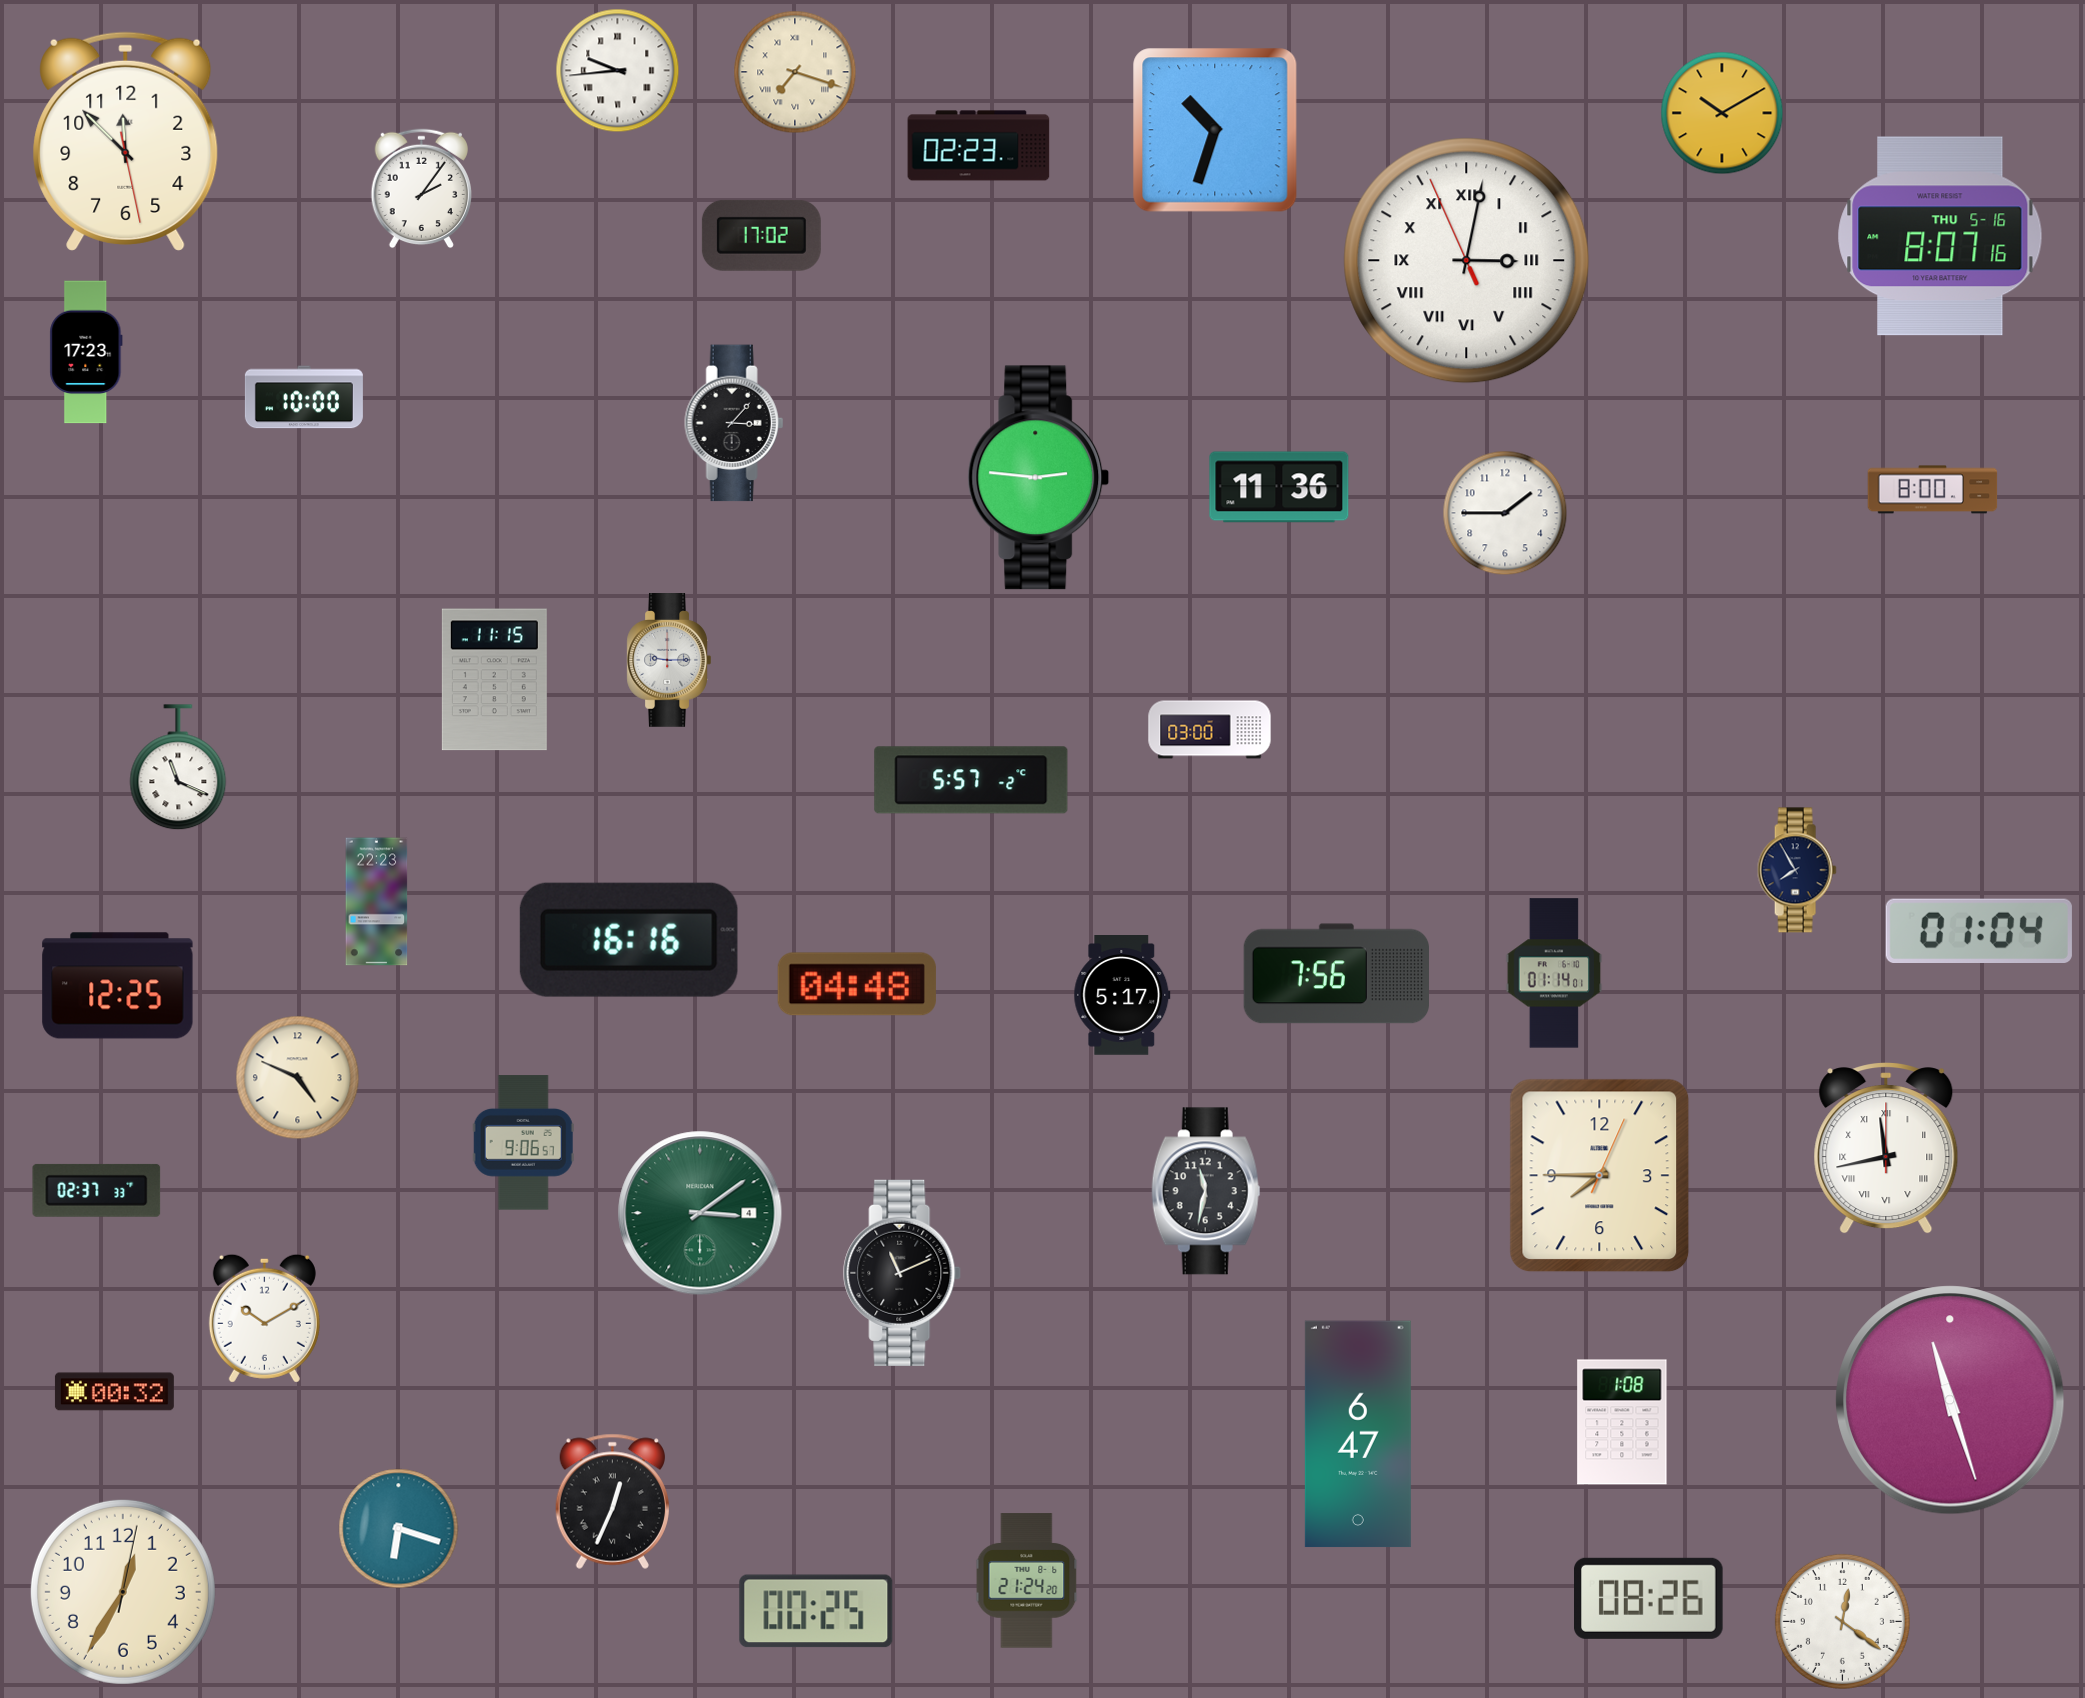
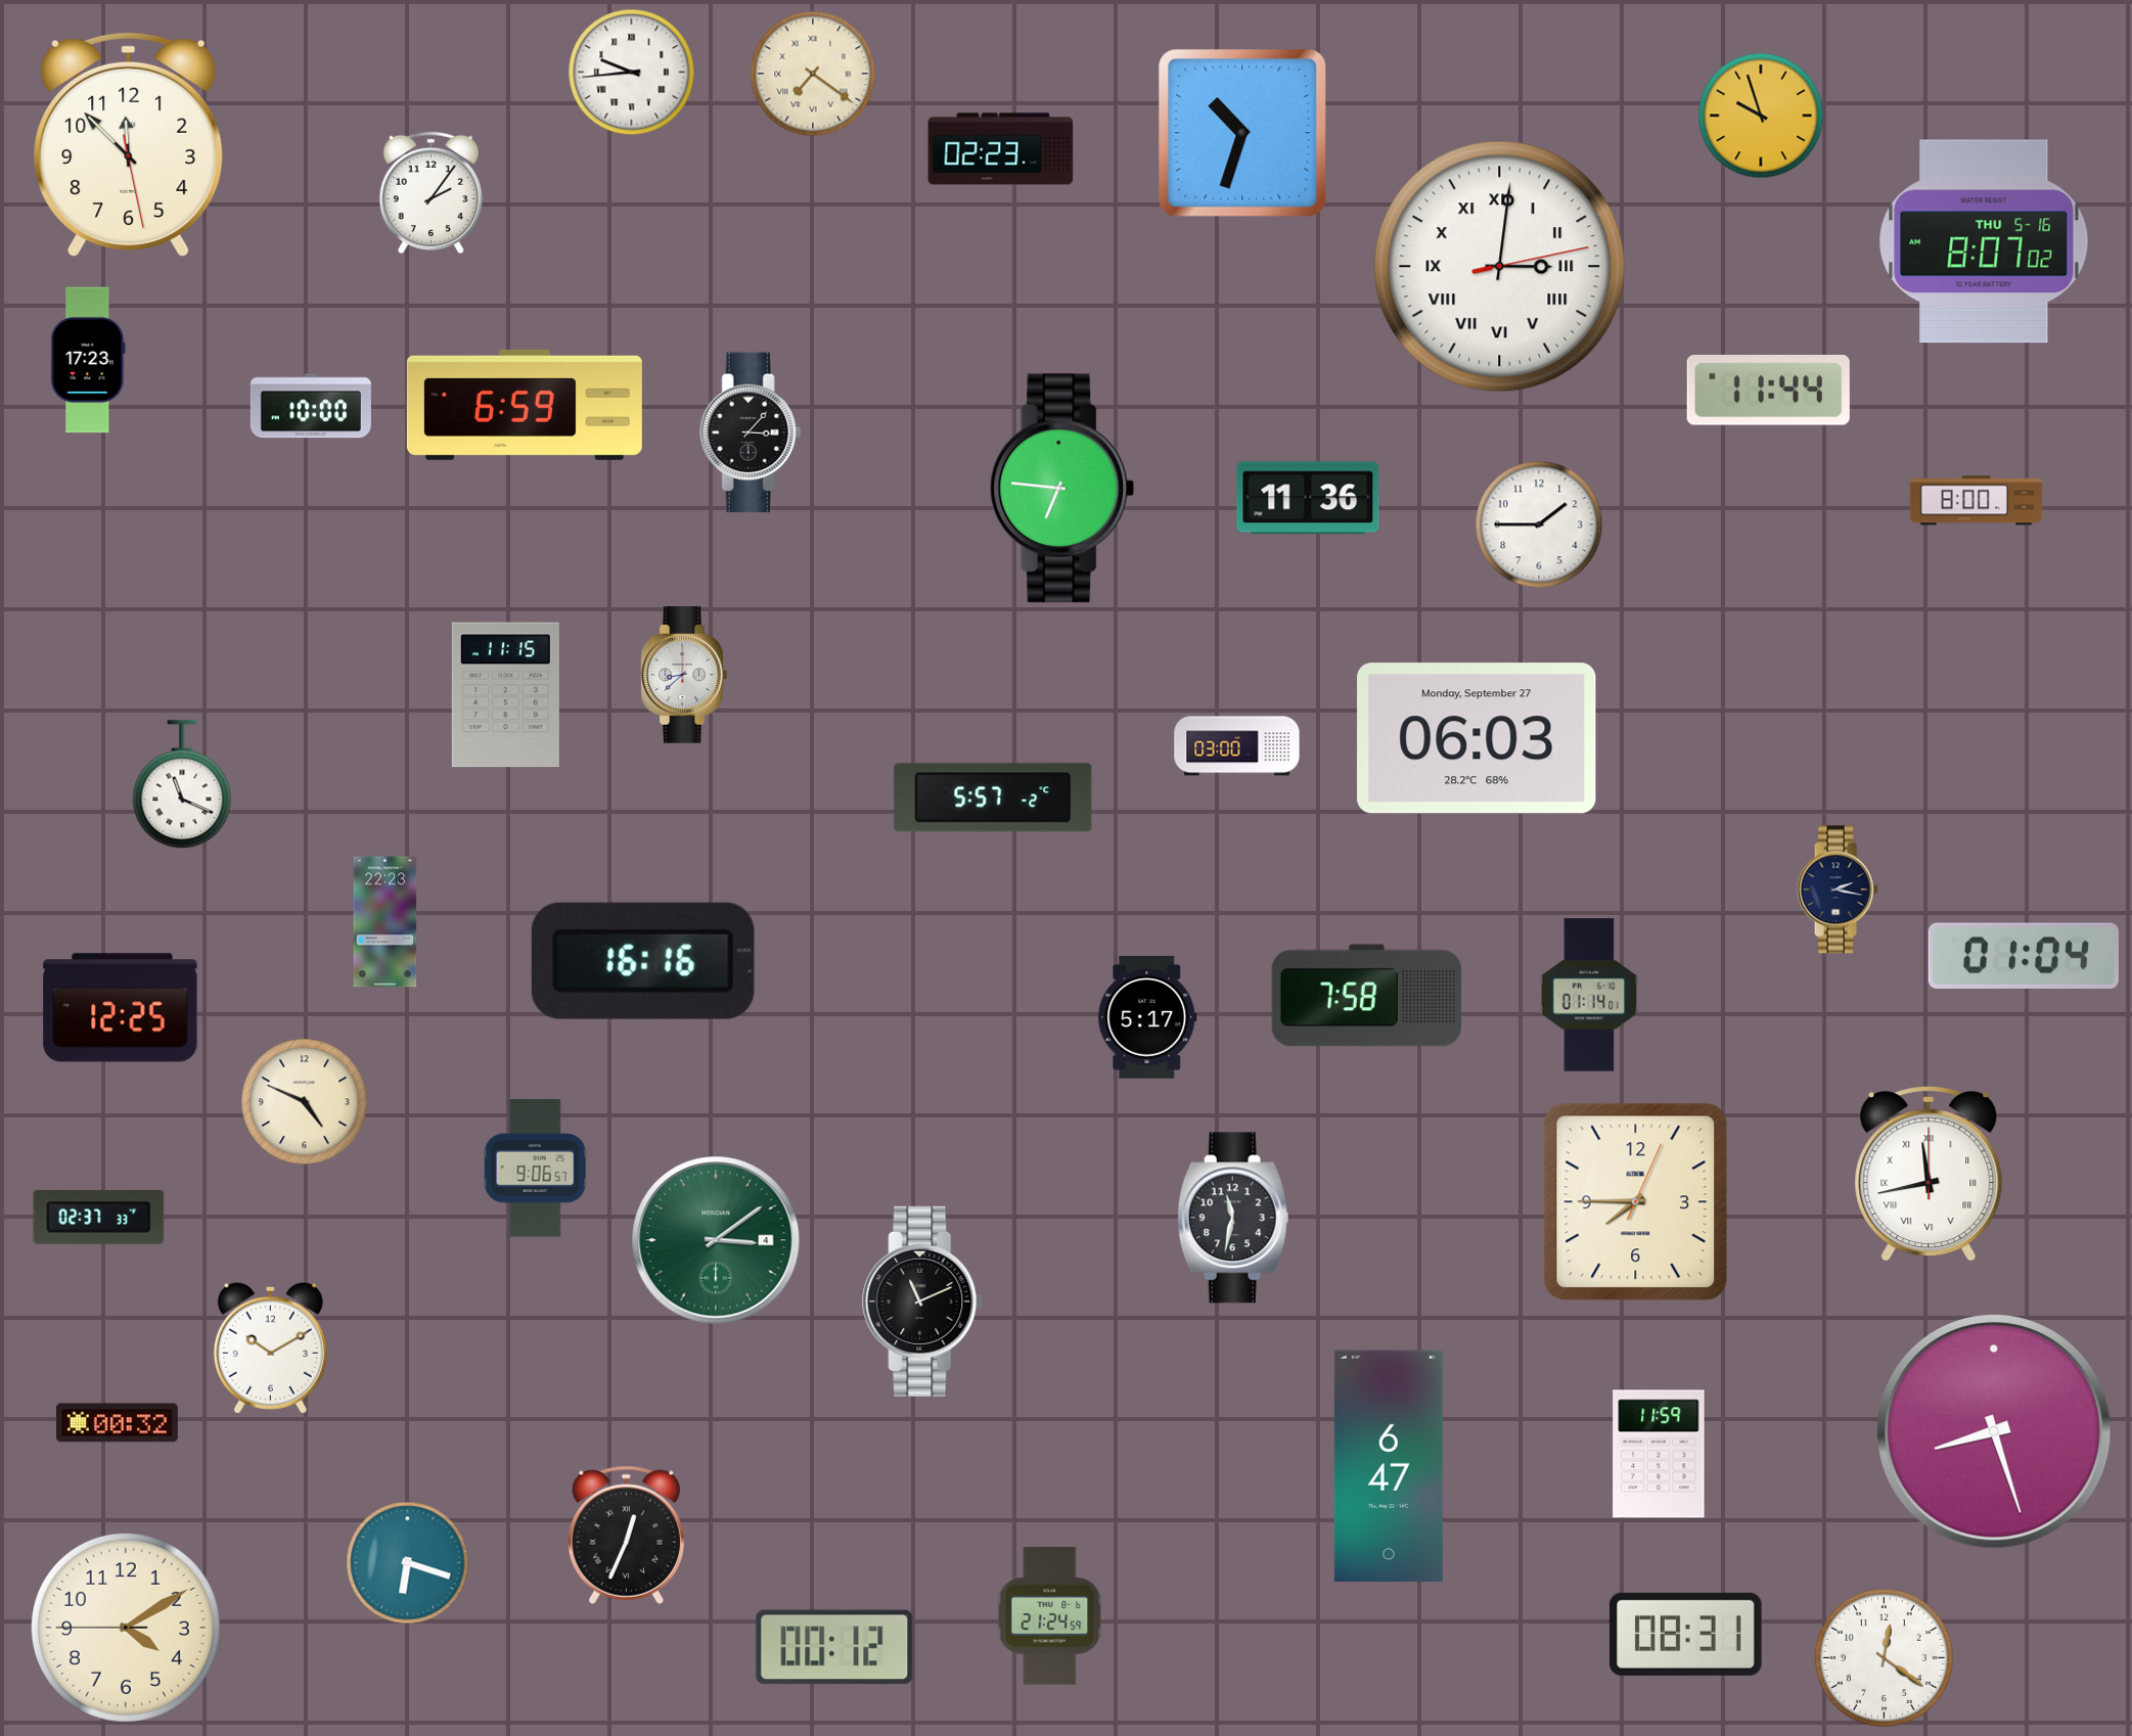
clock at (795, 72): 7:18 -> 7:21
clock at (1722, 113): 10:10 -> 9:57
clock at (761, 235): 17:02 -> none
clock at (1940, 236): 8:07:16 -> 8:07:02
clock at (1467, 261): 3:01:56 -> 3:01:13
clock at (1768, 391): none -> 11:44
clock at (525, 405): none -> 6:59
clock at (1039, 478): 2:46 -> 6:46
clock at (669, 661): 9:15 -> 8:38
clock at (1477, 738): none -> 06:03
clock at (1797, 870): 7:55 -> 2:17
clock at (1979, 930) position: (1979, 930) -> (2024, 955)
clock at (1336, 974): 7:56 -> 7:58
clock at (857, 984): 04:48 -> none
clock at (1950, 1400): 11:27 -> 8:27
clock at (1622, 1422): 1:08 -> 11:59
clock at (1027, 1581): 21:24:20 -> 21:24:59
clock at (123, 1592): 12:35 -> 4:09
clock at (1649, 1598): 08:26 -> 08:31
clock at (816, 1611): 00:25 -> 00:12
